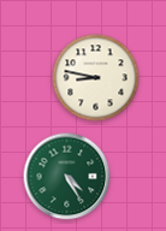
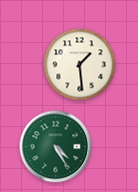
clock at (96, 78): 8:47 -> 1:29
